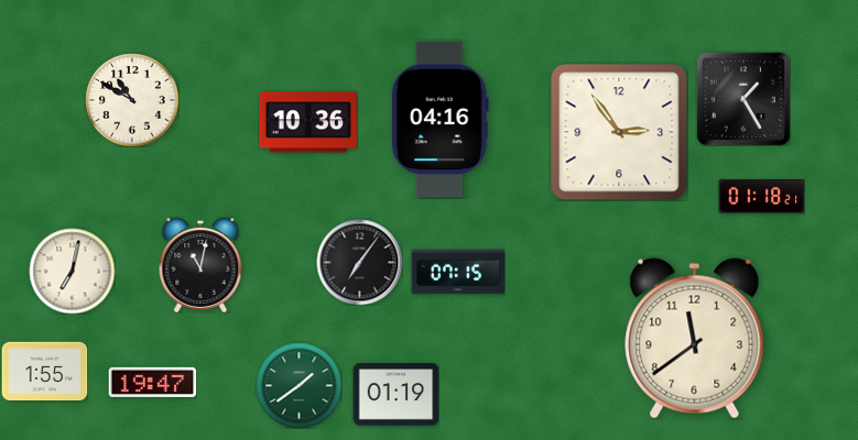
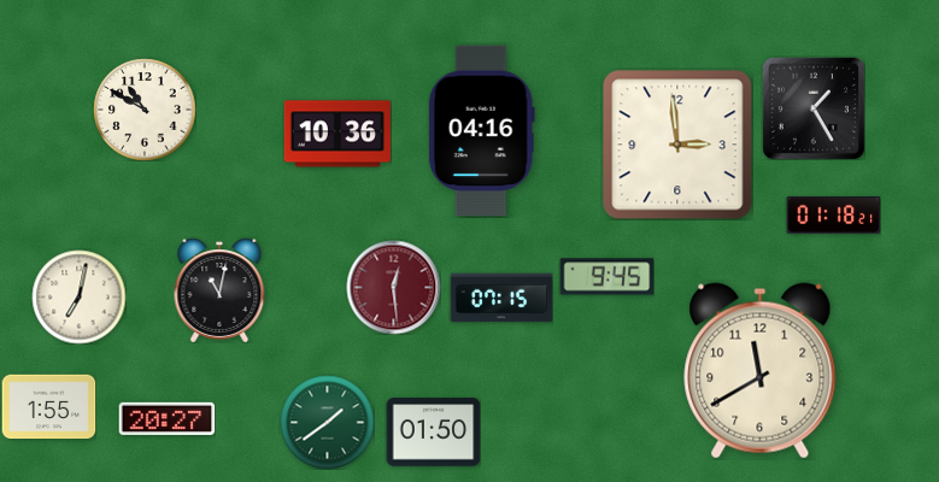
clock at (619, 132): 2:54 -> 2:59
clock at (606, 277): none -> 9:45
clock at (359, 262): 7:06 -> 12:29
clock at (359, 262) dial: black -> burgundy
clock at (695, 339): 11:39 -> 11:40
clock at (152, 382): 19:47 -> 20:27
clock at (395, 395): 01:19 -> 01:50
